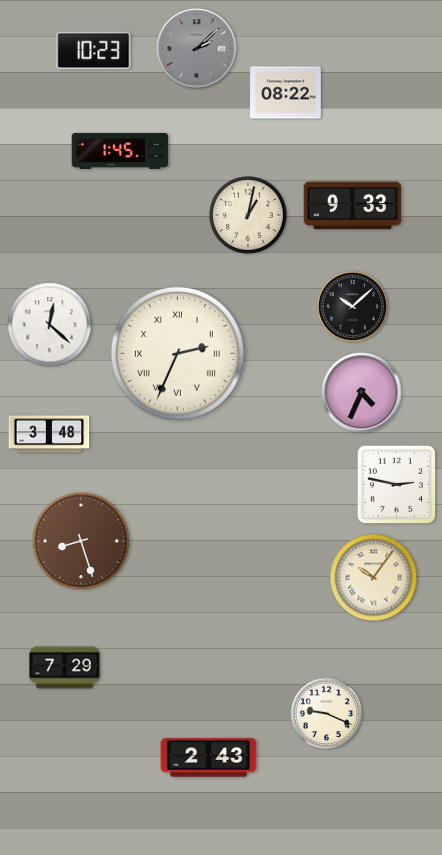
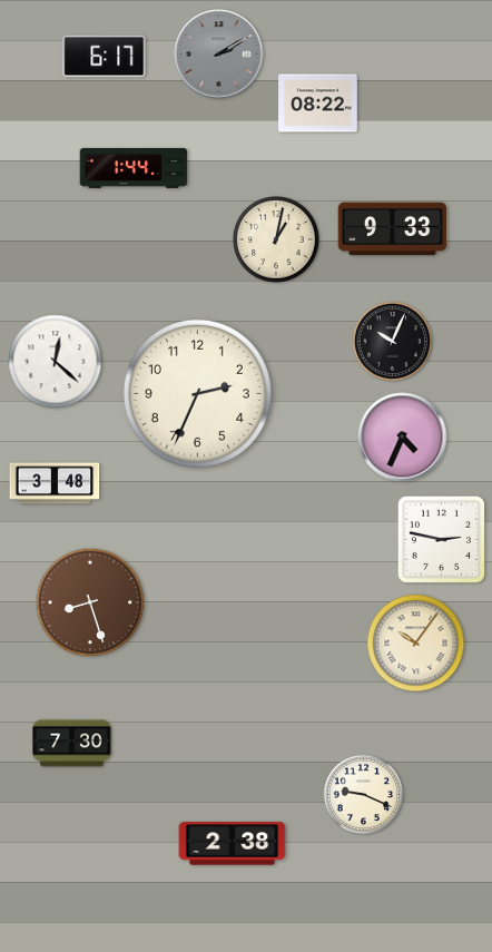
clock at (197, 49): 2:08 -> 2:10
clock at (94, 51): 10:23 -> 6:17
clock at (120, 151): 1:45 -> 1:44
clock at (352, 306): 10:08 -> 10:04
clock at (177, 353) numerals: Roman -> Arabic
clock at (65, 668): 7:29 -> 7:30
clock at (209, 758): 2:43 -> 2:38
